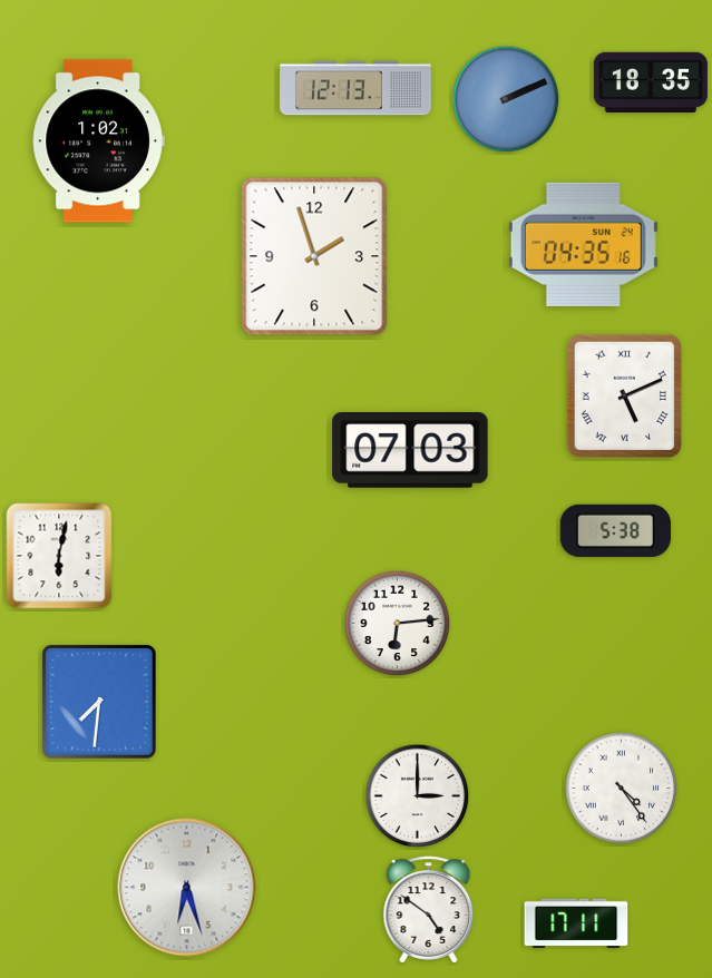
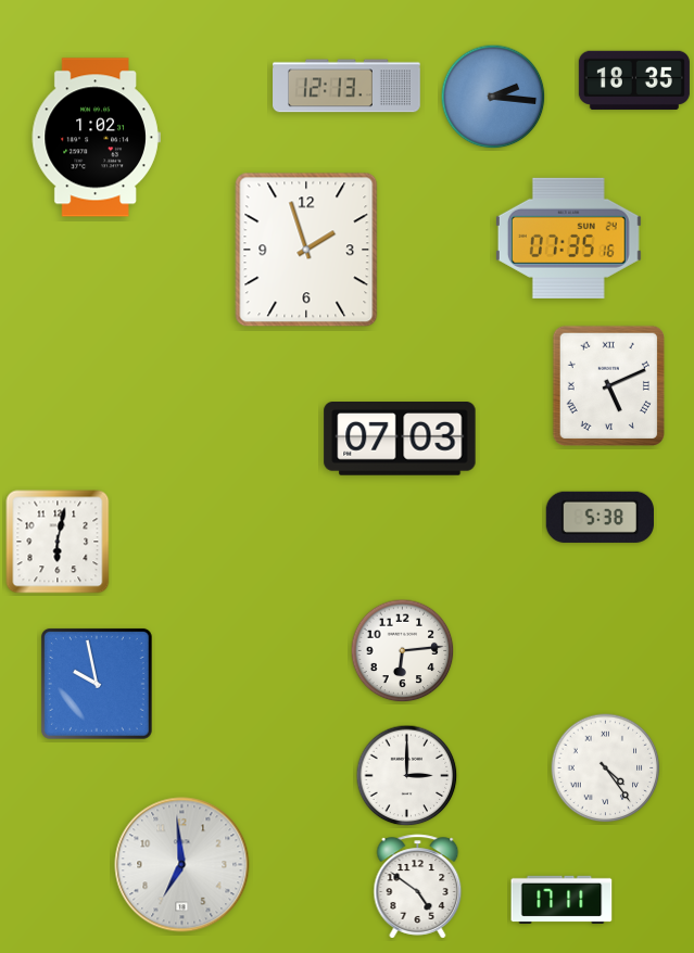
clock at (506, 99): 2:11 -> 2:16
clock at (583, 244): 04:35 -> 07:35
clock at (398, 624) position: (398, 624) -> (403, 651)
clock at (99, 702): 7:31 -> 9:58
clock at (187, 888): 6:27 -> 6:59
